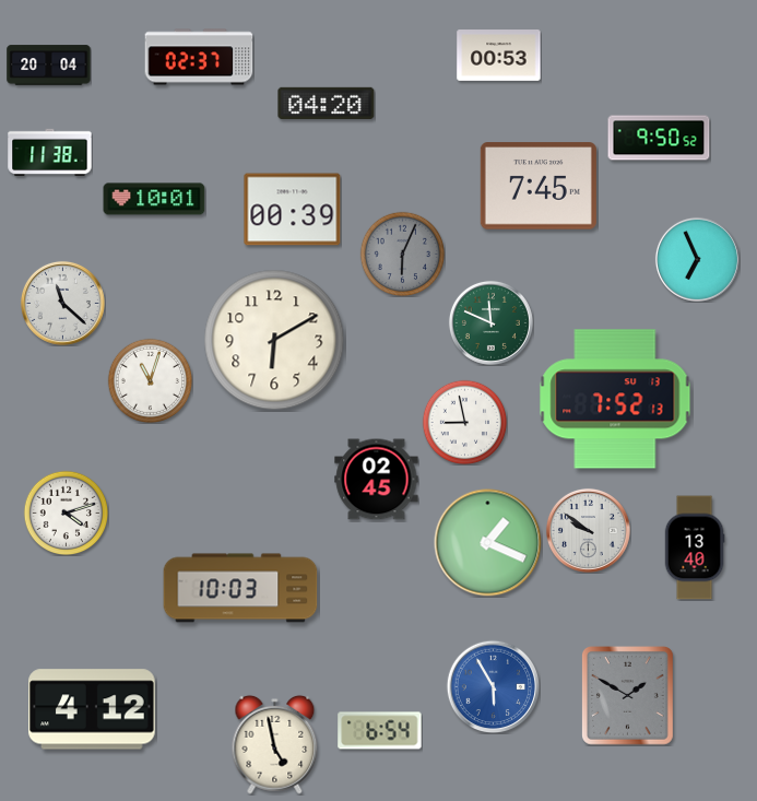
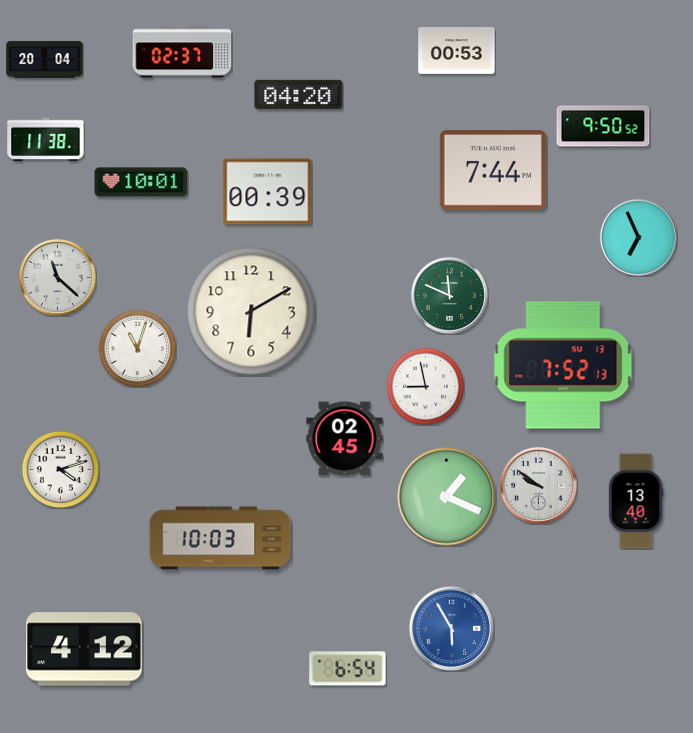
clock at (539, 186): 7:45 -> 7:44
clock at (402, 254): 6:04 -> none
clock at (628, 696): 1:50 -> none
clock at (275, 744): 4:58 -> none
